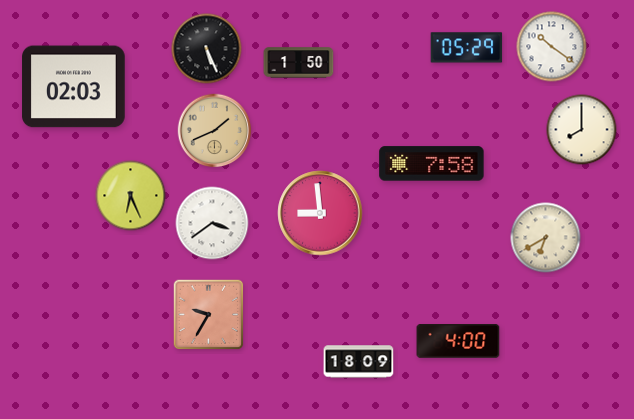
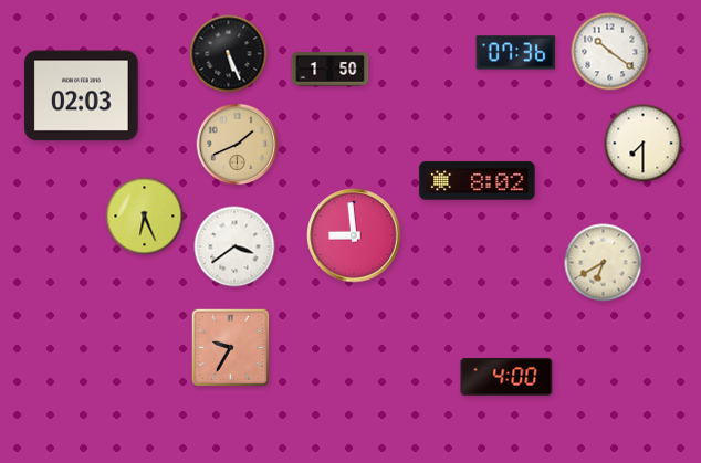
clock at (467, 48): 05:29 -> 07:36
clock at (582, 130): 8:00 -> 7:30
clock at (432, 164): 7:58 -> 8:02
clock at (359, 362): 18:09 -> none
